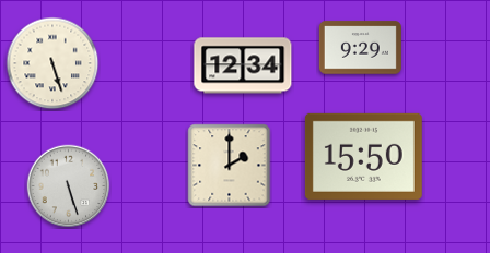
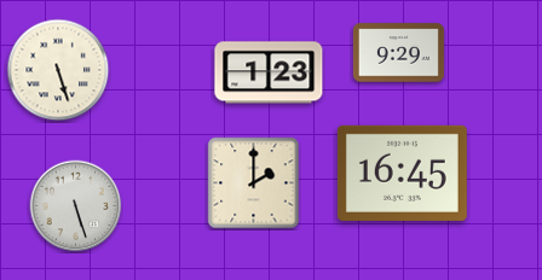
clock at (243, 65): 12:34 -> 1:23
clock at (363, 156): 15:50 -> 16:45
